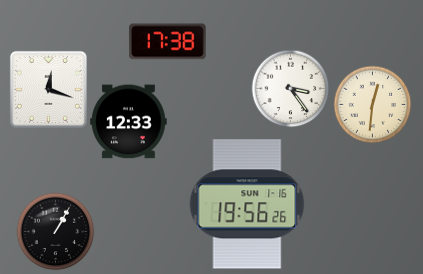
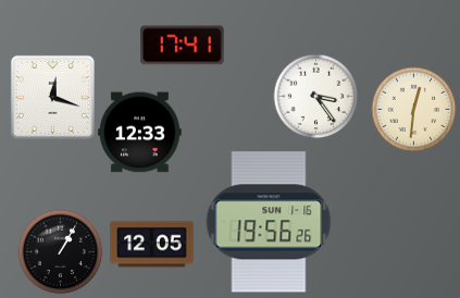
clock at (168, 42): 17:38 -> 17:41
clock at (372, 104) position: (372, 104) -> (413, 109)
clock at (152, 245): none -> 12:05
